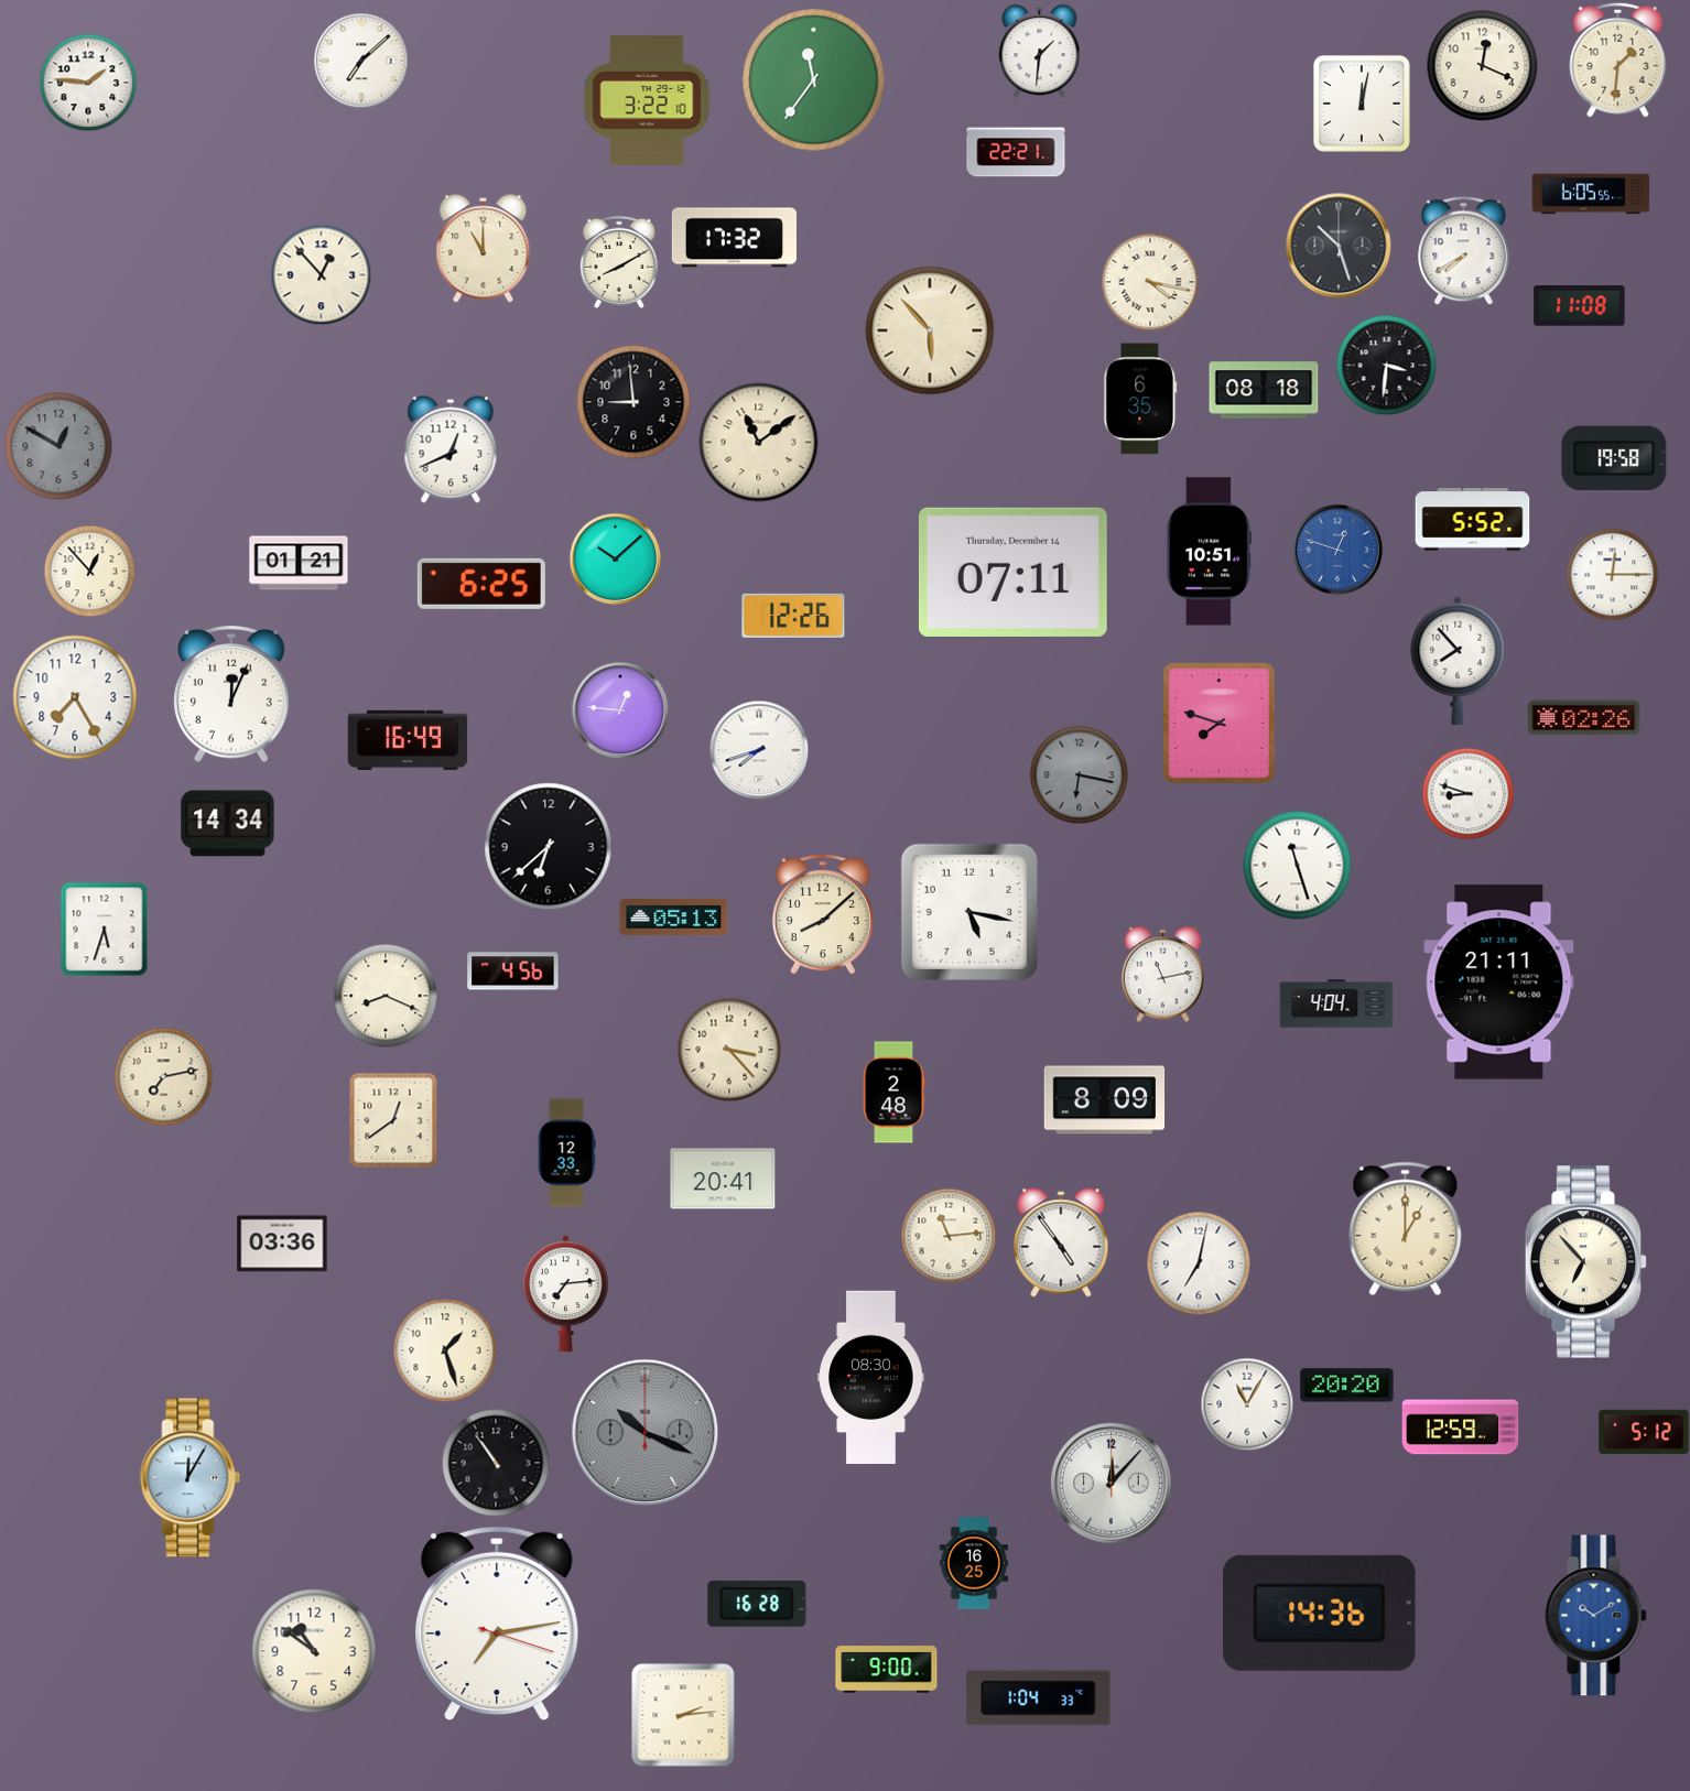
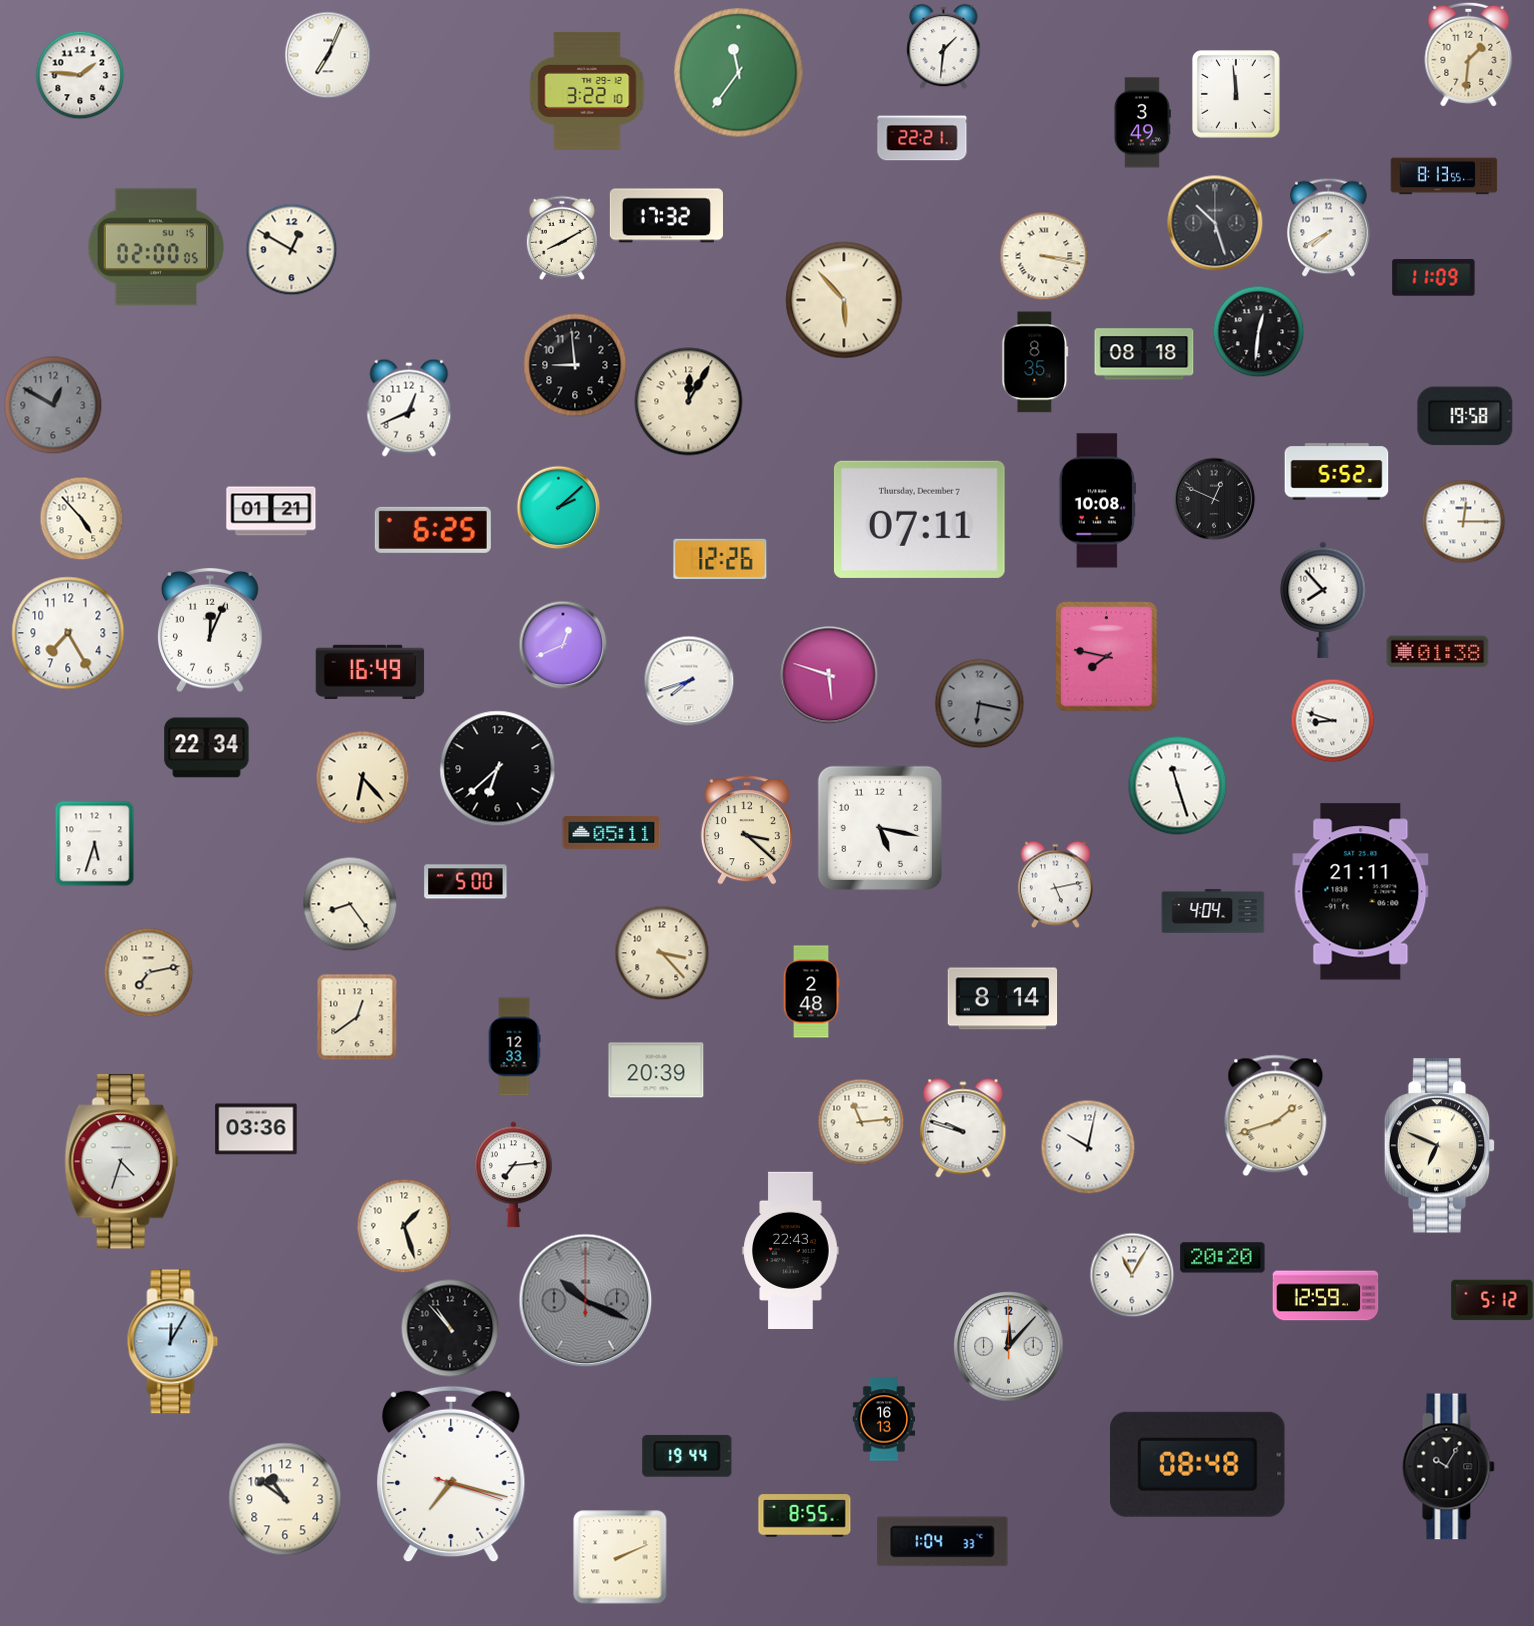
clock at (361, 61): 7:08 -> 7:04
clock at (1483, 66): 12:19 -> none
clock at (1363, 105): 12:02 -> 11:59
clock at (1142, 123): none -> 3:49
clock at (1591, 194): 6:05 -> 8:13
clock at (484, 249): 11:00 -> none
clock at (155, 247): none -> 02:00
clock at (321, 274): 12:53 -> 12:50
clock at (1150, 282): 4:17 -> 3:17
clock at (1580, 306): 11:08 -> 11:09
clock at (1386, 365): 3:31 -> 12:31
clock at (1264, 390) position: (1264, 390) -> (1144, 354)
clock at (1140, 399): 6:35 -> 8:35
clock at (759, 443): 11:09 -> 12:05
clock at (1337, 550): 12:48 -> 12:49
clock at (1337, 550) dial: blue -> black
clock at (1209, 552): 10:51 -> 10:08
clock at (615, 558): 10:08 -> 2:08
clock at (89, 571): 12:53 -> 4:53
clock at (1012, 572) date: Thursday, December 14 -> Thursday, December 7
clock at (481, 584) position: (481, 584) -> (433, 530)
clock at (620, 710): 12:46 -> 12:41
clock at (1584, 718): 02:26 -> 01:38
clock at (1220, 724): 7:48 -> 7:47
clock at (829, 675): none -> 5:48
clock at (228, 824): 14:34 -> 22:34
clock at (362, 777): none -> 6:23
clock at (823, 914): 8:08 -> 3:22
clock at (674, 916): 05:13 -> 05:11
clock at (513, 972): 4:56 -> 5:00
clock at (1162, 974): 11:13 -> 5:13
clock at (386, 996): 8:19 -> 8:24
clock at (163, 1076) position: (163, 1076) -> (148, 972)
clock at (1105, 1100): 8:09 -> 8:14
clock at (723, 1179): 20:41 -> 20:39
clock at (1406, 1229): 1:00 -> 1:42
clock at (1061, 1242): 4:54 -> 9:48
clock at (1586, 1262): 6:53 -> 6:49
clock at (1199, 1263): 7:02 -> 10:02
clock at (122, 1162): none -> 4:33
clock at (871, 1377): 08:30 -> 22:43
clock at (496, 1463): 10:54 -> 10:53
clock at (974, 1563): 16:25 -> 16:13
clock at (757, 1604): 16:28 -> 19:44
clock at (1320, 1613): 14:36 -> 08:48
clock at (1596, 1616): 10:10 -> 10:05
clock at (1596, 1616) dial: blue -> black
clock at (497, 1624): 7:13 -> 7:17
clock at (887, 1670): 9:00 -> 8:55
clock at (683, 1715): 2:14 -> 2:11
